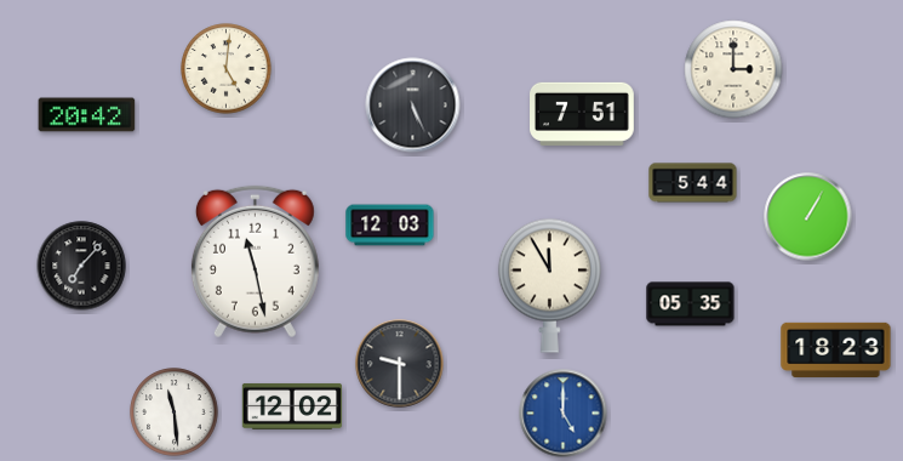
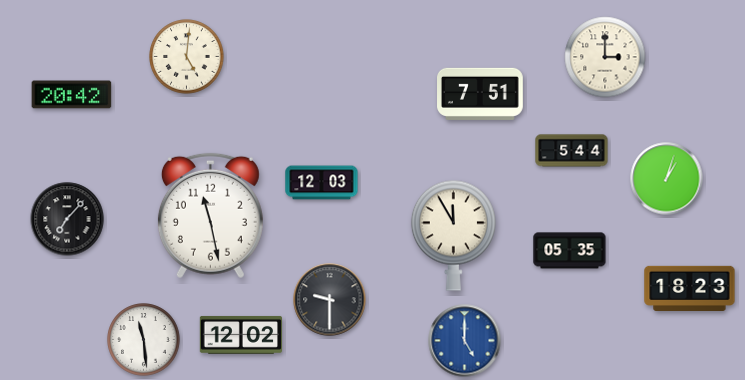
clock at (413, 106): 5:26 -> none
clock at (808, 217): 1:05 -> 1:03
clock at (390, 226) position: (390, 226) -> (322, 183)
